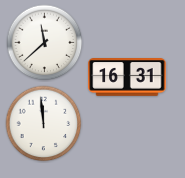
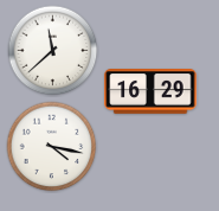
clock at (127, 78): 16:31 -> 16:29
clock at (44, 124): 11:59 -> 4:17
